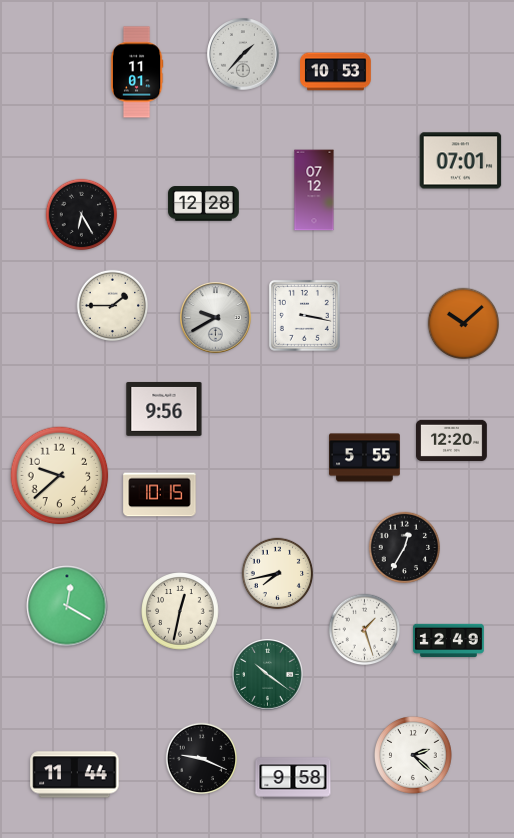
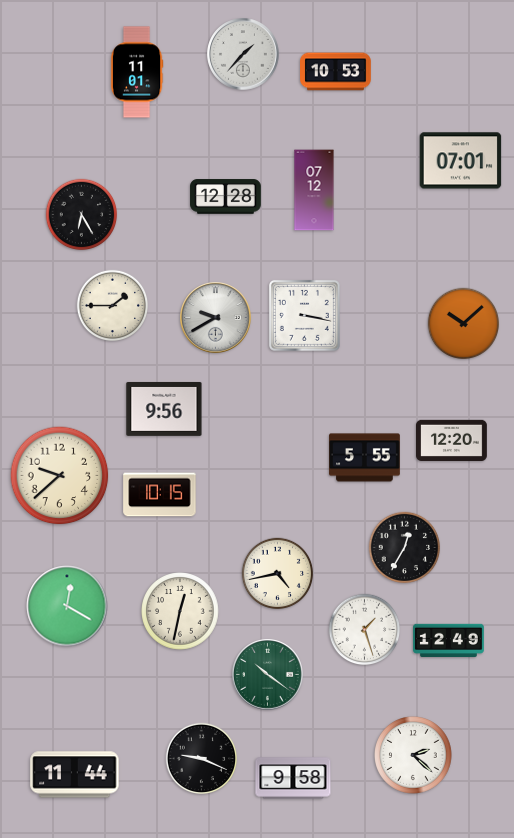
clock at (204, 204) position: (204, 204) -> (226, 197)
clock at (278, 574): 7:43 -> 4:43
